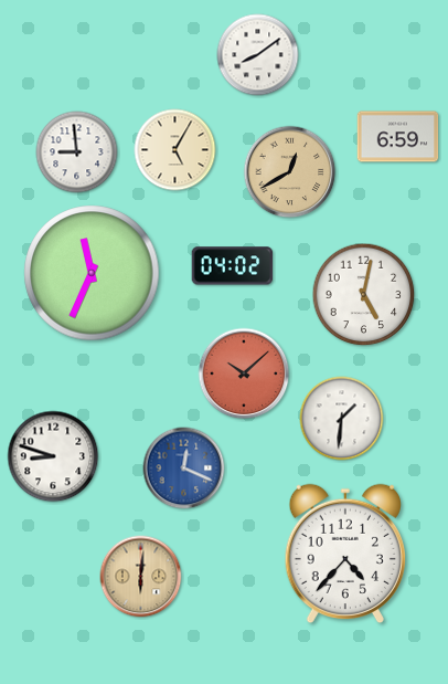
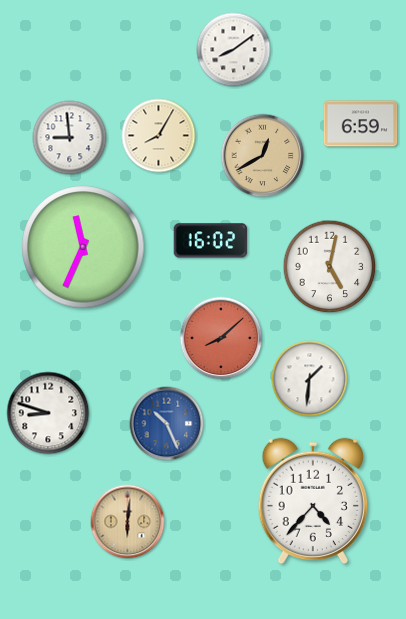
clock at (175, 150): 5:05 -> 8:05
clock at (233, 266): 04:02 -> 16:02
clock at (244, 373): 10:08 -> 8:08
clock at (184, 469): 12:19 -> 10:26
